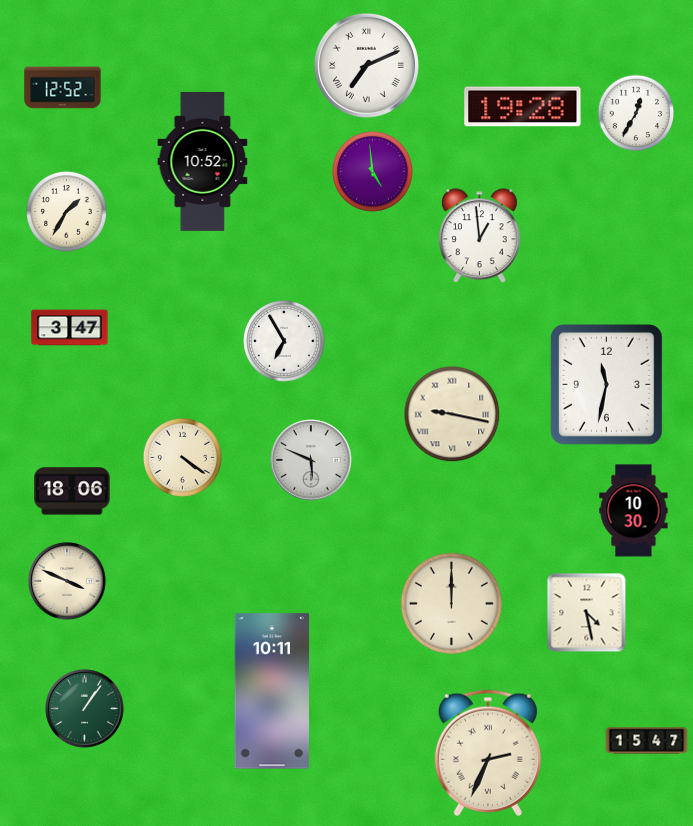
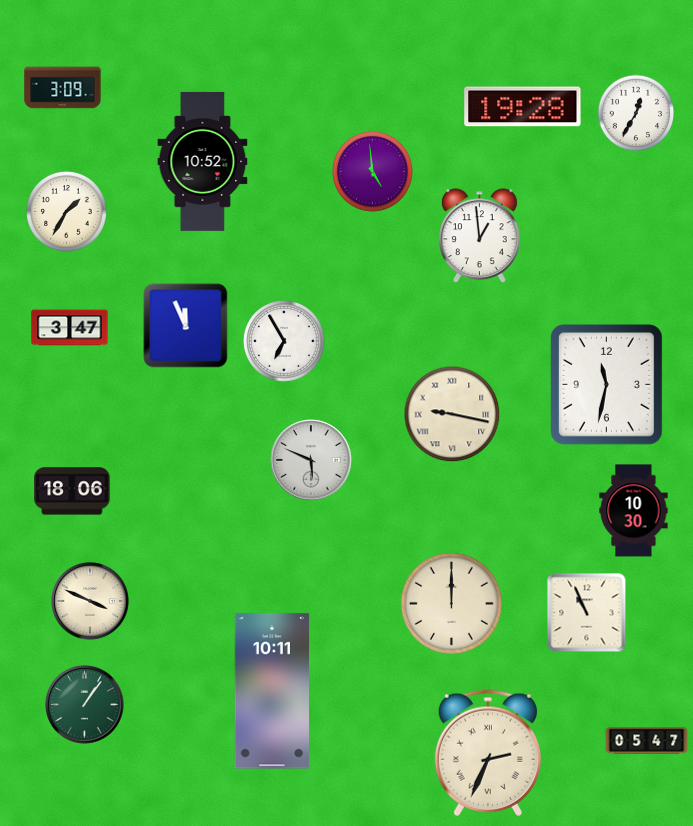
clock at (366, 65): 7:11 -> none
clock at (63, 88): 12:52 -> 3:09
clock at (186, 326): none -> 11:56
clock at (182, 457): 4:21 -> none
clock at (68, 582) position: (68, 582) -> (91, 602)
clock at (587, 613): 4:28 -> 10:56
clock at (85, 709) position: (85, 709) -> (85, 705)
clock at (647, 741): 15:47 -> 05:47
